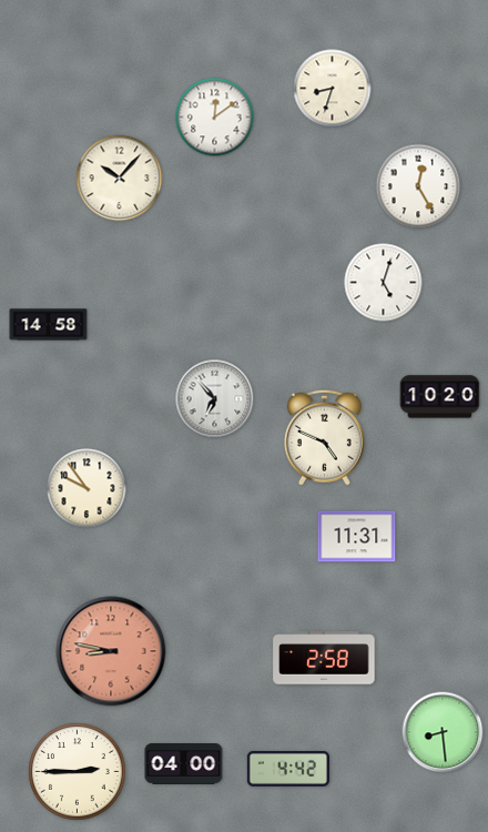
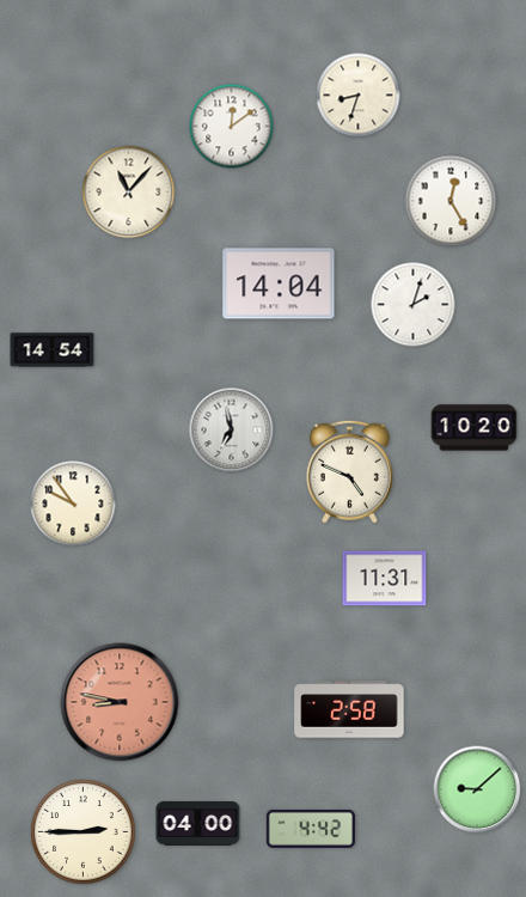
clock at (120, 179): 10:07 -> 11:07
clock at (279, 283): none -> 14:04
clock at (384, 283): 5:03 -> 2:03
clock at (49, 325): 14:58 -> 14:54
clock at (215, 399): 6:53 -> 6:58
clock at (87, 488) position: (87, 488) -> (73, 504)
clock at (443, 732): 8:29 -> 9:08
